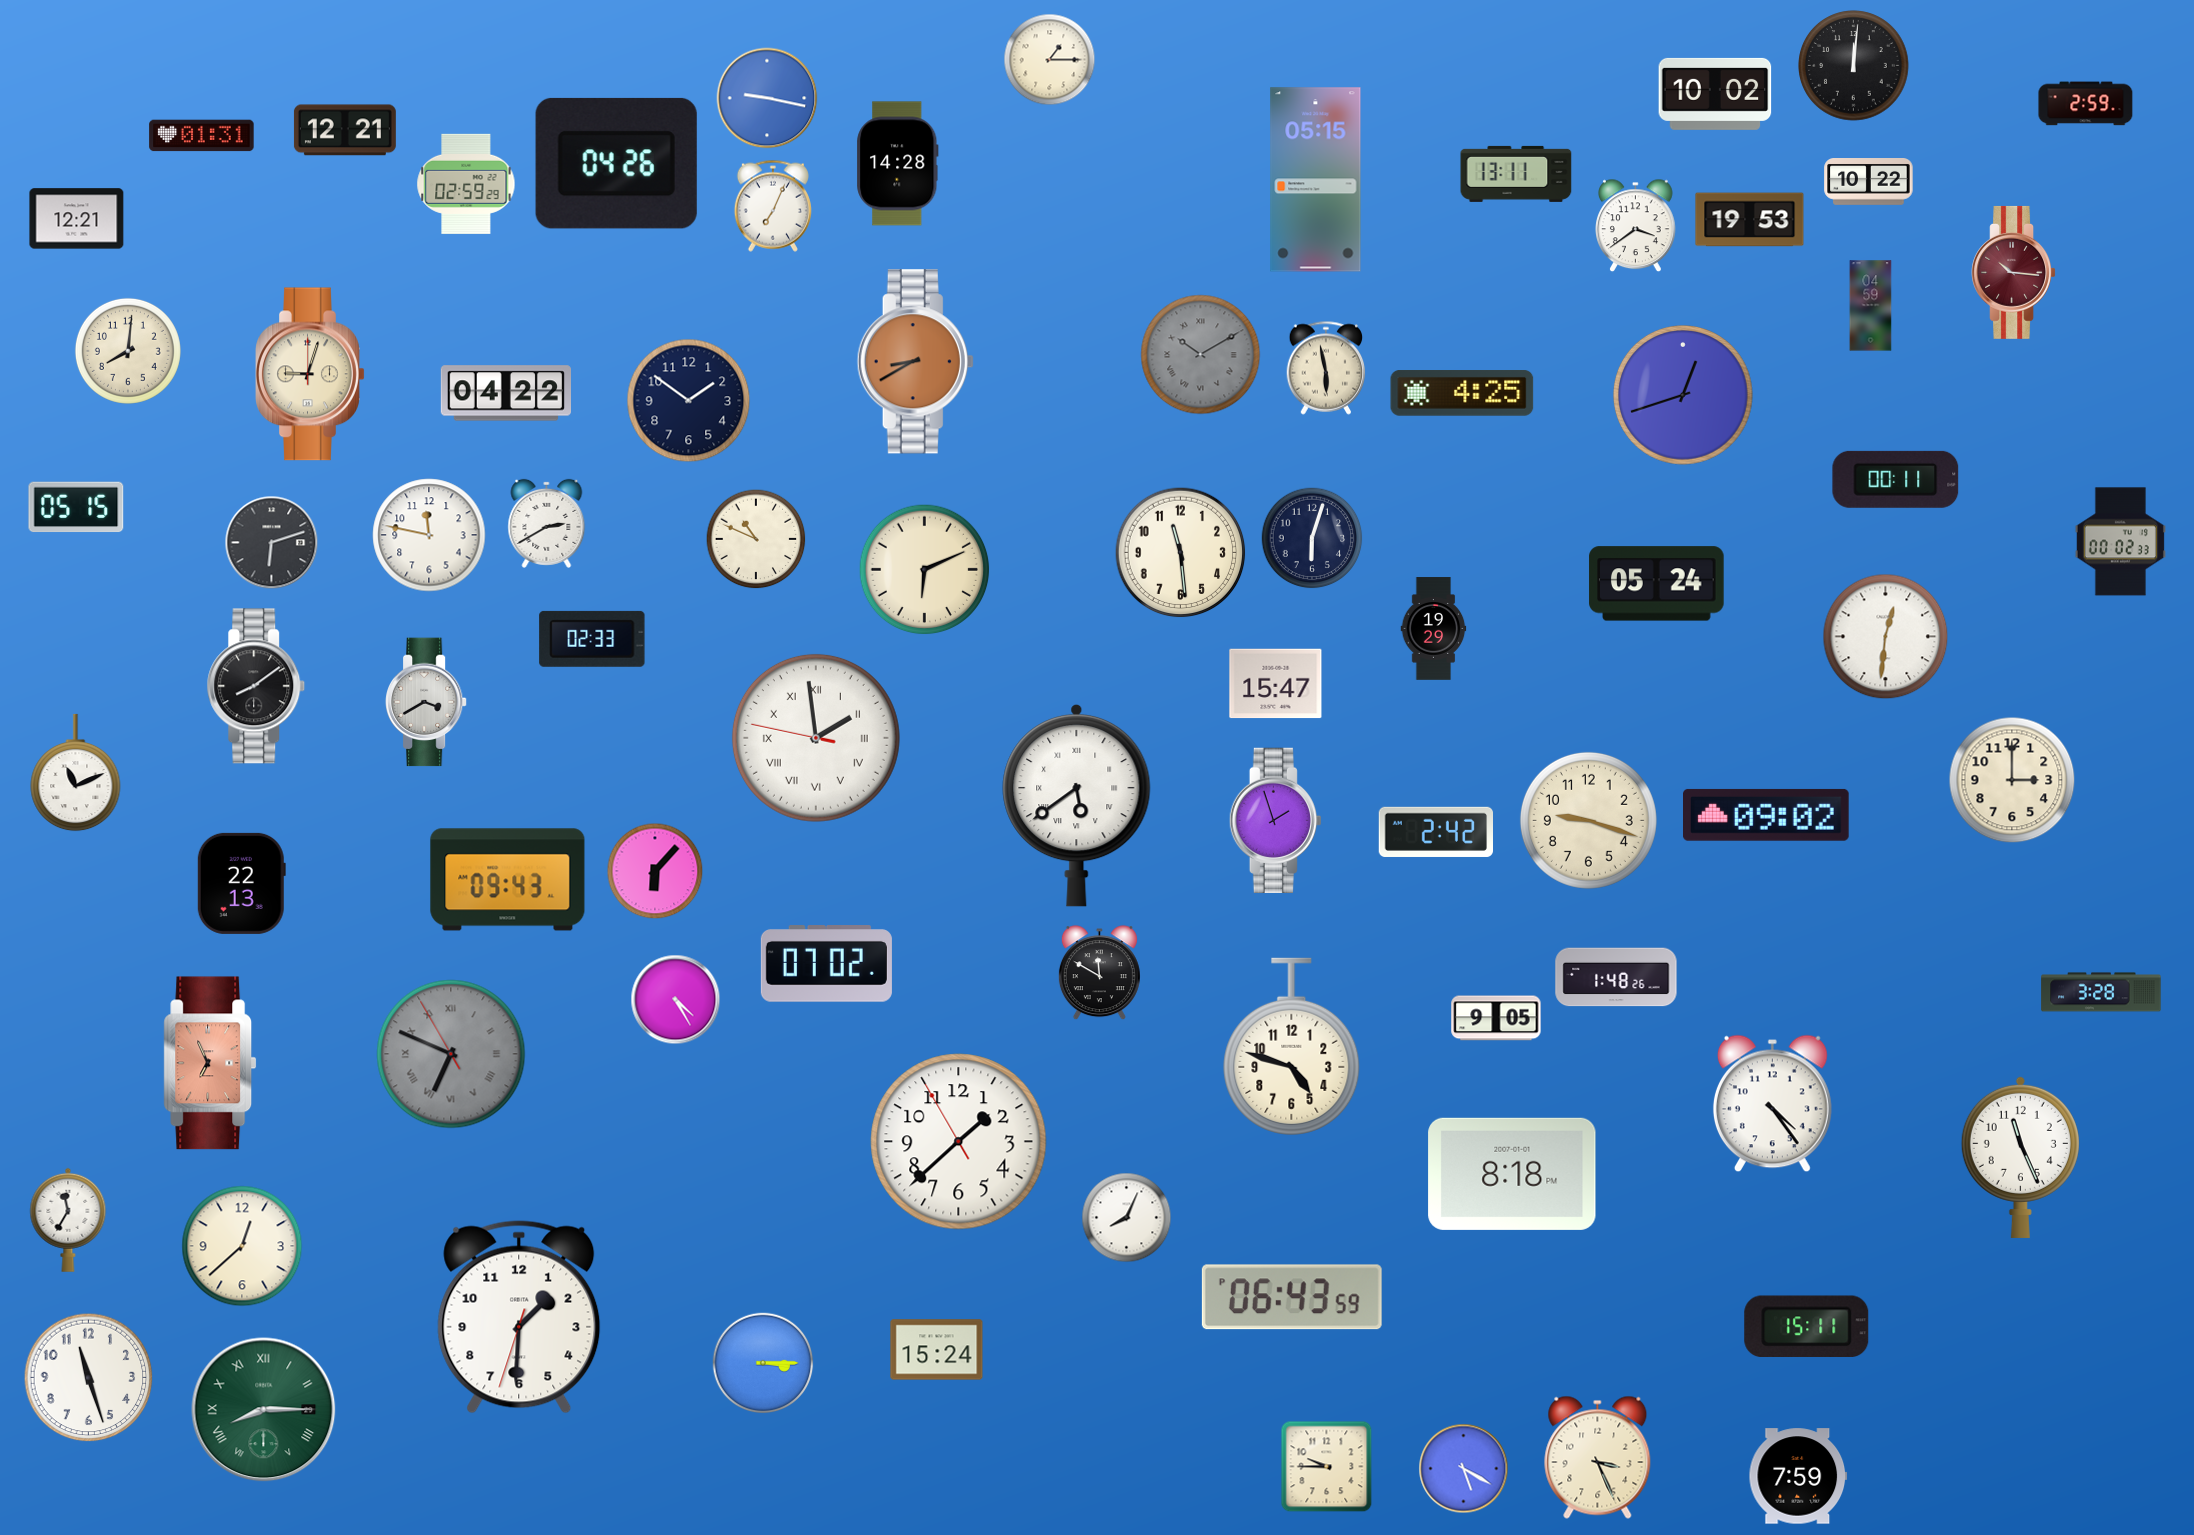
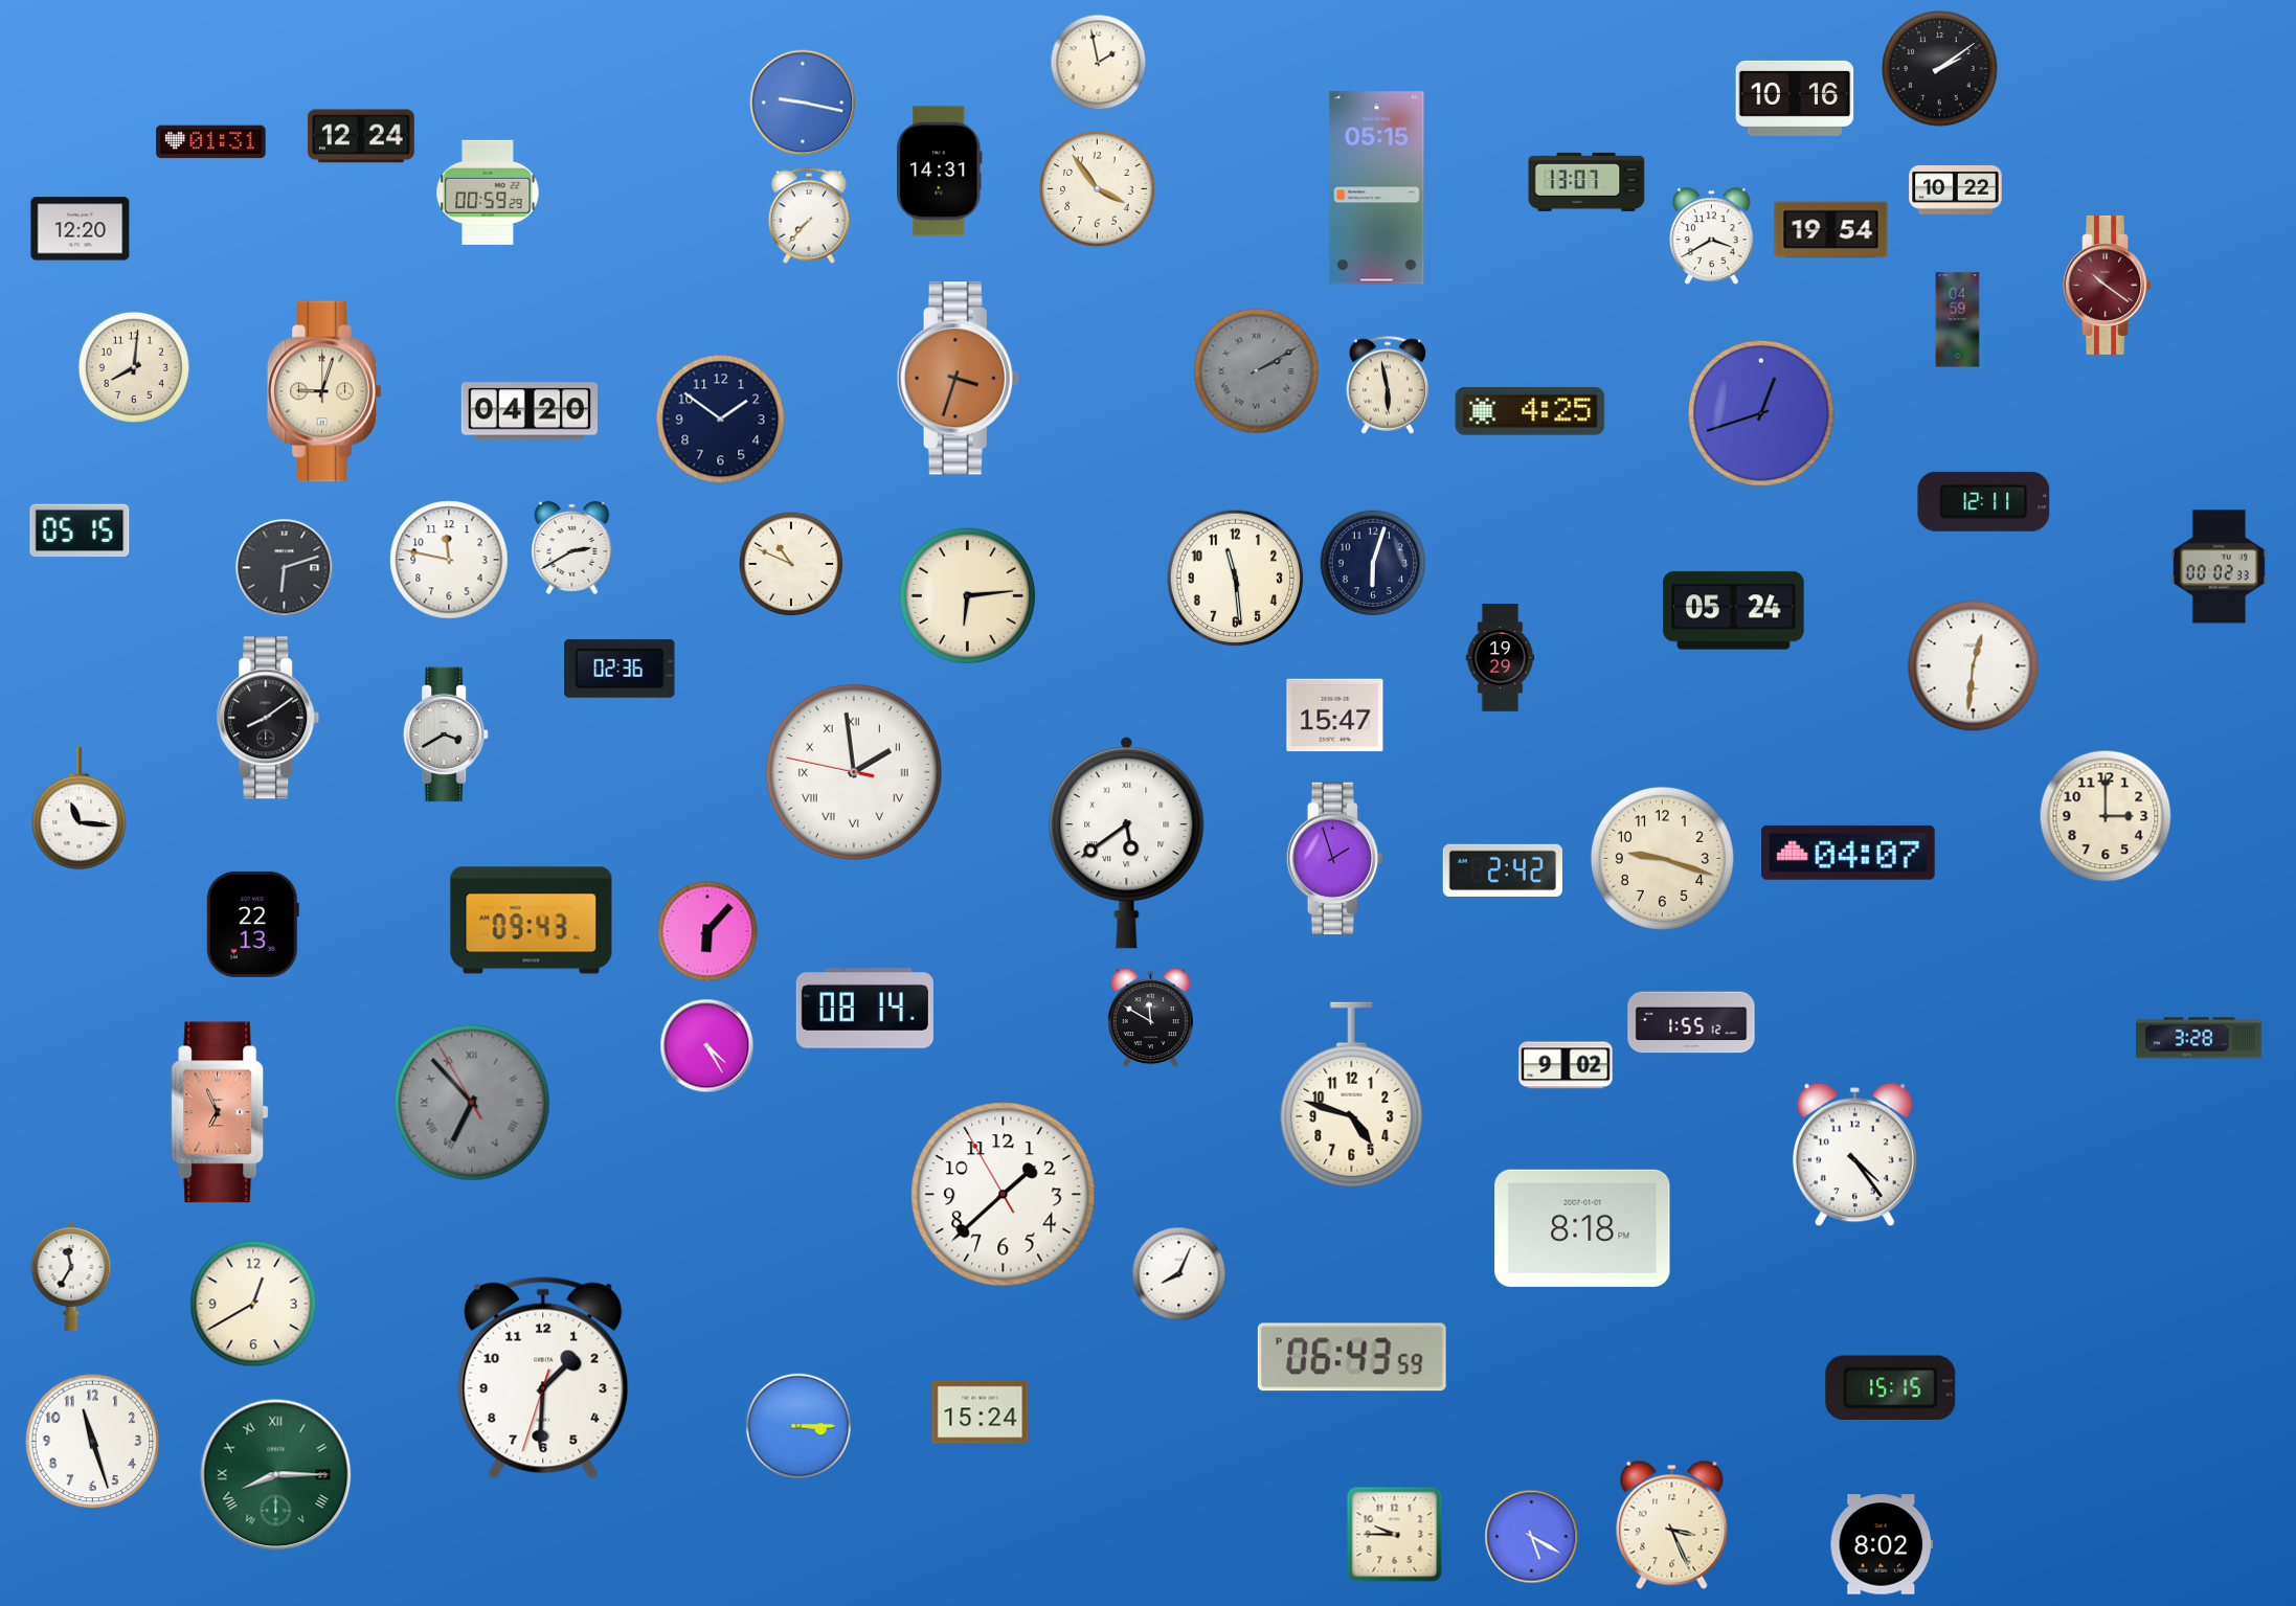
clock at (1050, 60): 1:15 -> 1:58
clock at (1854, 66): 12:01 -> 2:09
clock at (1715, 94): 10:02 -> 10:16
clock at (2086, 104): 2:59 -> none
clock at (345, 130): 12:21 -> 12:24
clock at (616, 163): 04:26 -> none
clock at (898, 164): 14:28 -> 14:31
clock at (1516, 174): 13:11 -> 13:07
clock at (1098, 189): none -> 3:54
clock at (466, 184): 02:59 -> 00:59
clock at (773, 206): 7:04 -> 7:37
clock at (77, 219): 12:21 -> 12:20
clock at (1750, 220): 19:53 -> 19:54
clock at (1636, 226): 3:39 -> 3:40
clock at (2013, 272): 10:16 -> 10:21
clock at (1201, 355): 10:10 -> 2:10
clock at (915, 362): 8:40 -> 3:33
clock at (505, 393): 04:22 -> 04:20
clock at (1896, 479): 00:11 -> 12:11
clock at (925, 570): 6:11 -> 6:14
clock at (592, 639): 02:33 -> 02:36
clock at (76, 773): 11:11 -> 11:16
clock at (1767, 815): 09:02 -> 04:07
clock at (655, 871) position: (655, 871) -> (707, 931)
clock at (826, 964): 07:02 -> 08:14
clock at (1616, 977): 1:48 -> 1:55
clock at (1496, 1018): 9:05 -> 9:02
clock at (451, 1054): 6:48 -> 6:52
clock at (2020, 1157): 11:26 -> none
clock at (242, 1246): 12:38 -> 12:40
clock at (1807, 1326): 15:11 -> 15:15
clock at (1327, 1467) position: (1327, 1467) -> (1395, 1535)
clock at (1798, 1476): 7:59 -> 8:02
